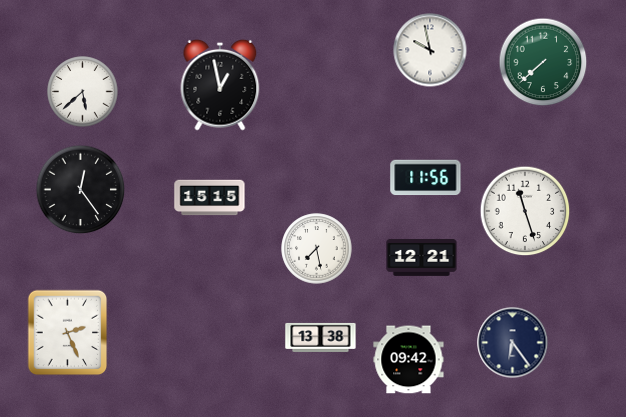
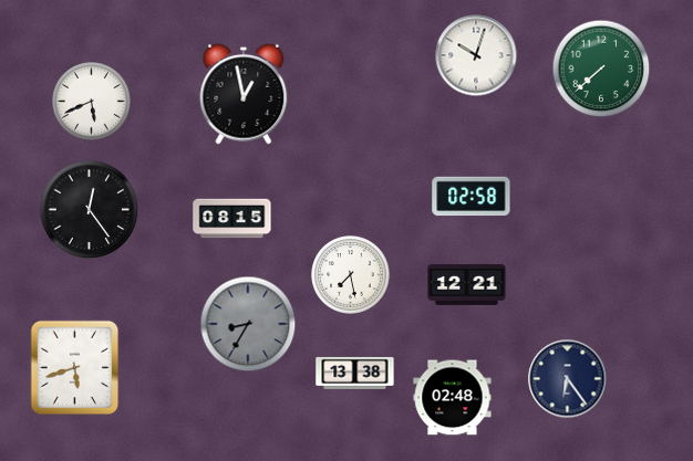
clock at (430, 50): 9:58 -> 10:03
clock at (83, 92): 5:38 -> 5:41
clock at (426, 178): 11:56 -> 02:58
clock at (210, 198): 15:15 -> 08:15
clock at (525, 211): 11:27 -> none
clock at (248, 324): none -> 8:35
clock at (68, 333): 2:26 -> 5:42
clock at (409, 360): 09:42 -> 02:48
